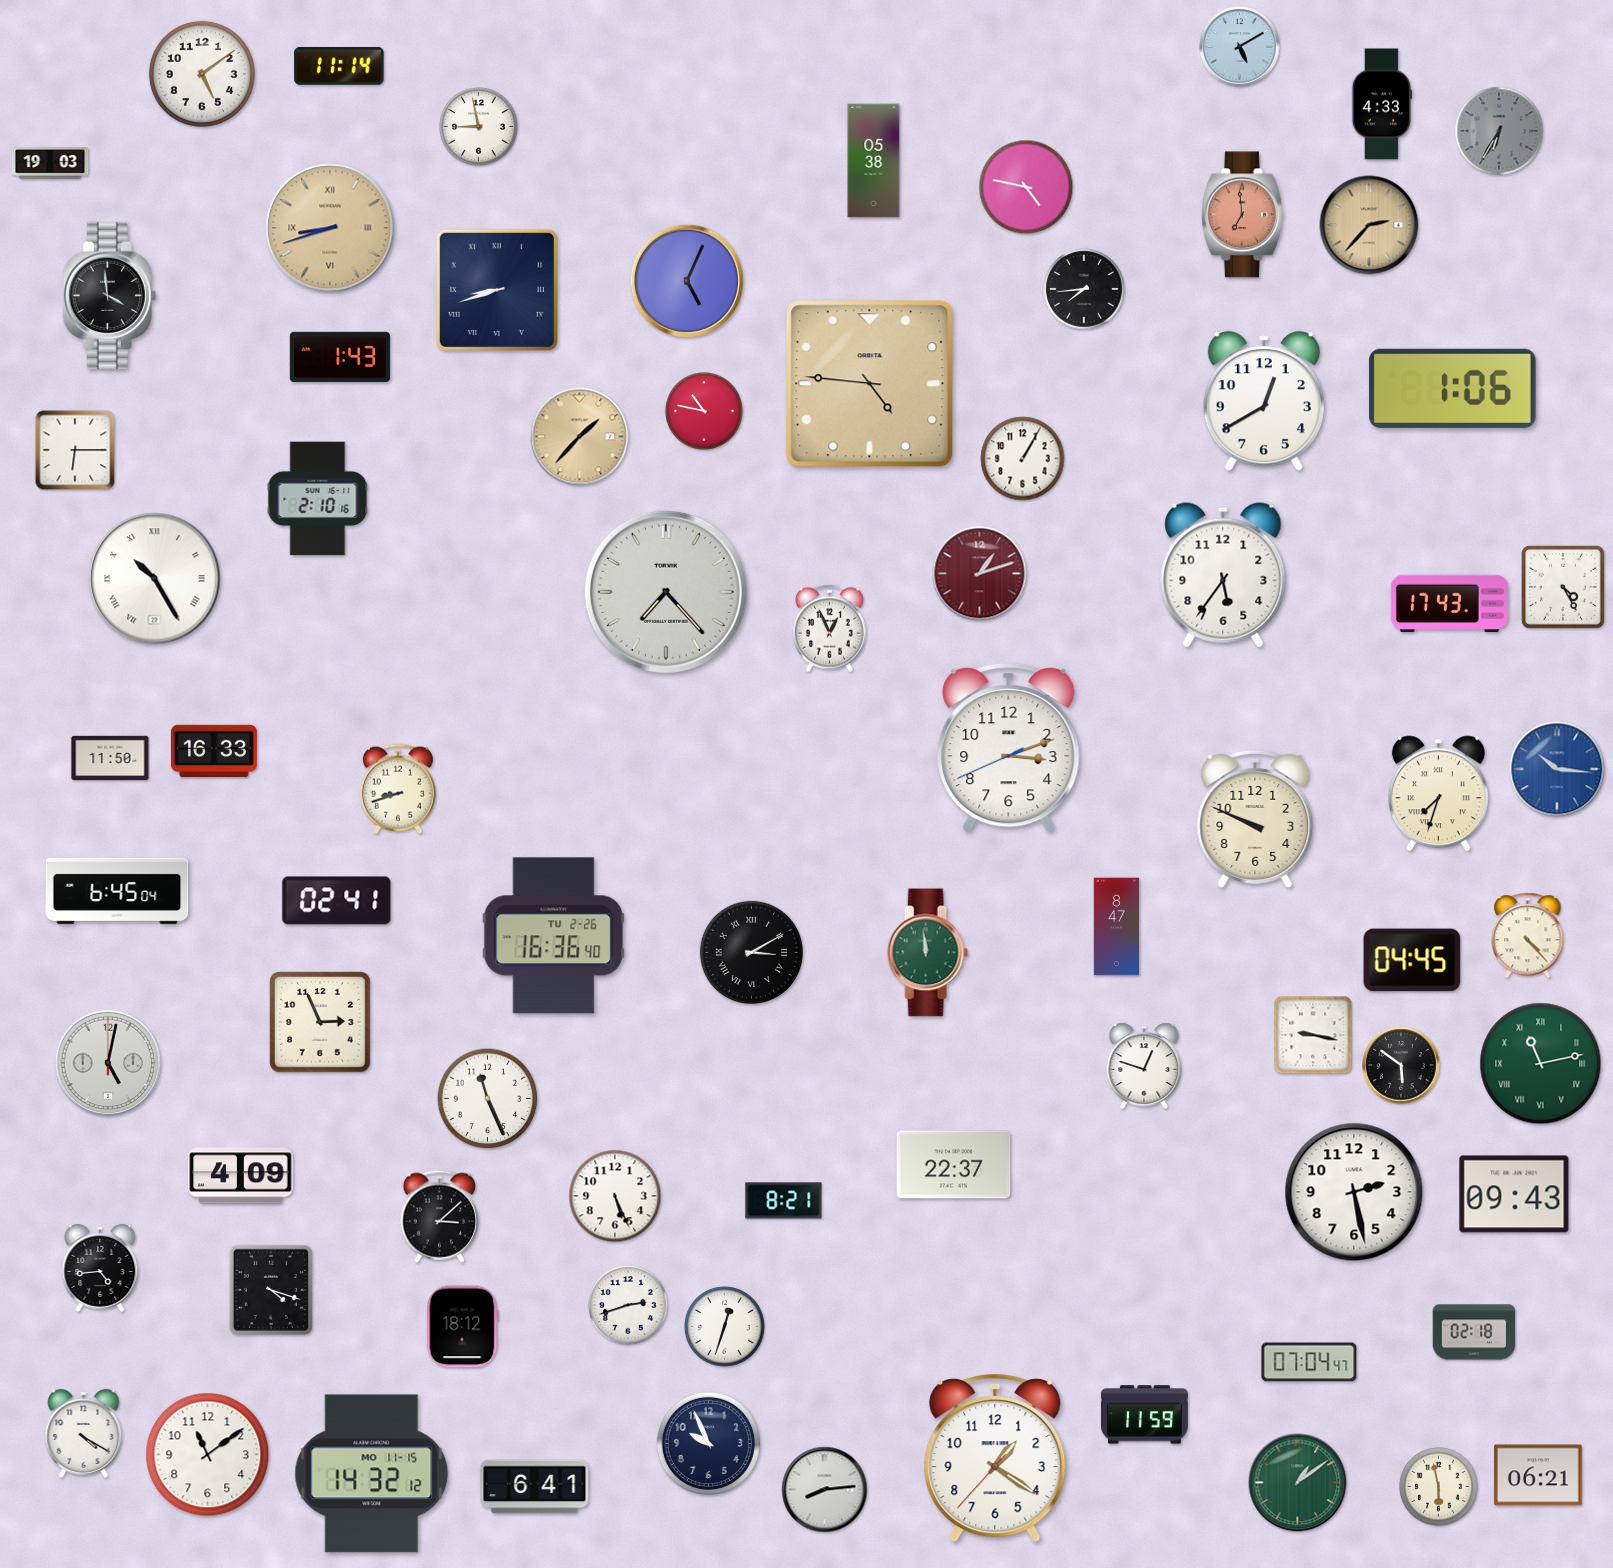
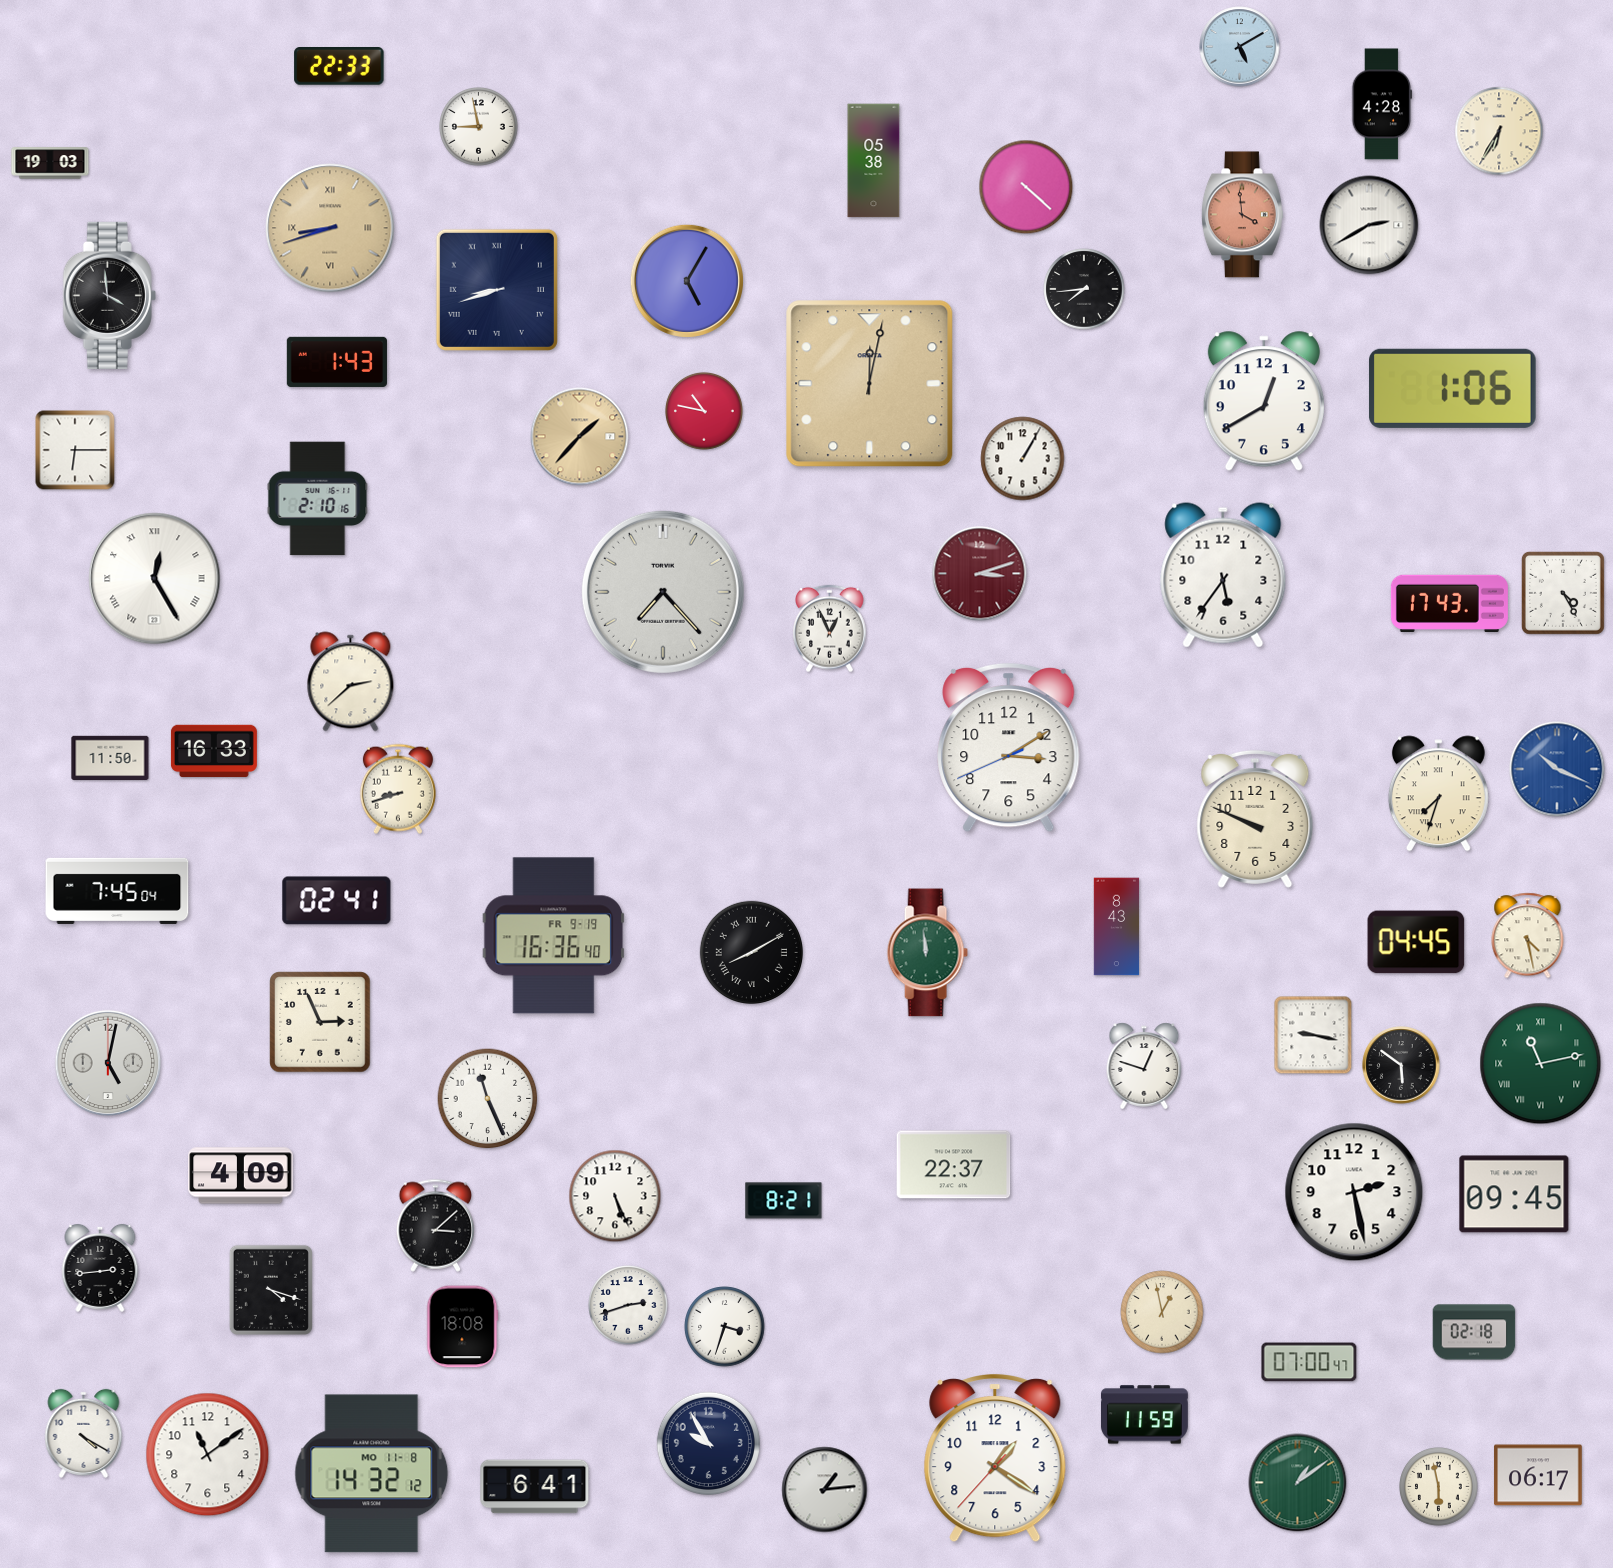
clock at (339, 67): 11:14 -> 22:33
clock at (202, 74): 5:09 -> none
clock at (1382, 104): 4:33 -> 4:28
clock at (1499, 131) dial: grey -> cream
clock at (1026, 187): 4:47 -> 4:22
clock at (1242, 215): 6:59 -> 3:59
clock at (1369, 225): 2:37 -> 2:40
clock at (1369, 225) dial: champagne -> white
clock at (687, 281): 5:04 -> 5:05
clock at (340, 357) position: (340, 357) -> (337, 362)
clock at (870, 384): 4:46 -> 12:02
clock at (980, 574): 1:12 -> 3:12
clock at (155, 579): 10:25 -> 12:25
clock at (1563, 587) position: (1563, 587) -> (1563, 593)
clock at (666, 592) position: (666, 592) -> (663, 592)
clock at (351, 682): none -> 2:38
clock at (1009, 748): 3:11 -> 3:09
clock at (1557, 769): 10:16 -> 10:19
clock at (117, 891): 6:45 -> 7:45
clock at (1117, 927): 8:47 -> 8:43
clock at (554, 936) date: TU 2-26 -> FR 9-19
clock at (1528, 936): 4:23 -> 4:28
clock at (751, 952): 3:10 -> 8:10
clock at (1412, 960) position: (1412, 960) -> (1416, 942)
clock at (1514, 1194): 09:43 -> 09:45
clock at (440, 1216) position: (440, 1216) -> (436, 1225)
clock at (100, 1268): 4:44 -> 2:44
clock at (1162, 1312): none -> 12:58
clock at (462, 1327): 18:12 -> 18:08
clock at (725, 1327): 12:33 -> 3:33
clock at (1309, 1362): 07:04 -> 07:00
clock at (708, 1443): 9:56 -> 9:55
clock at (372, 1474) date: MO 11-15 -> MO 11-8
clock at (1538, 1475): 06:21 -> 06:17
clock at (825, 1490): 8:14 -> 1:14
